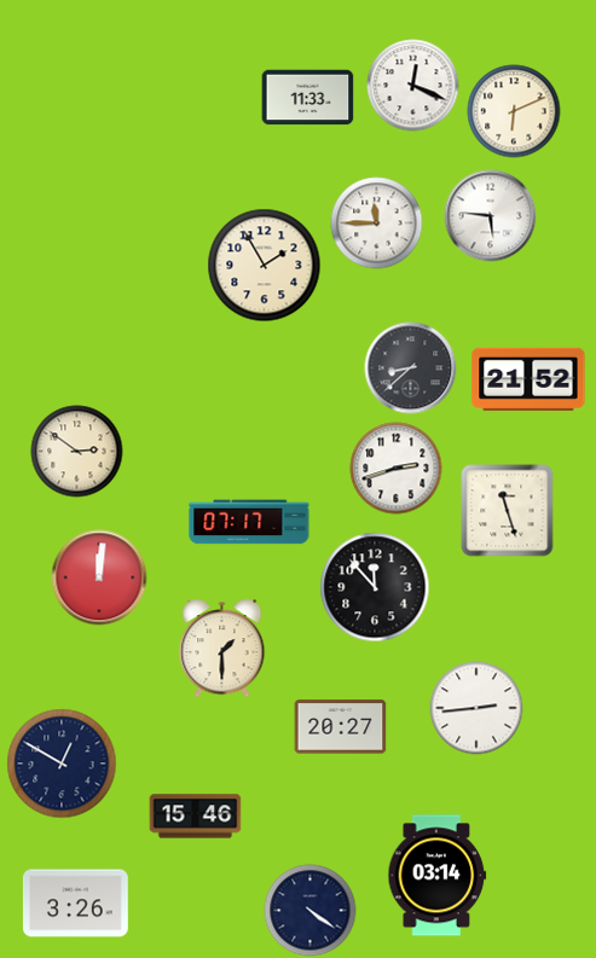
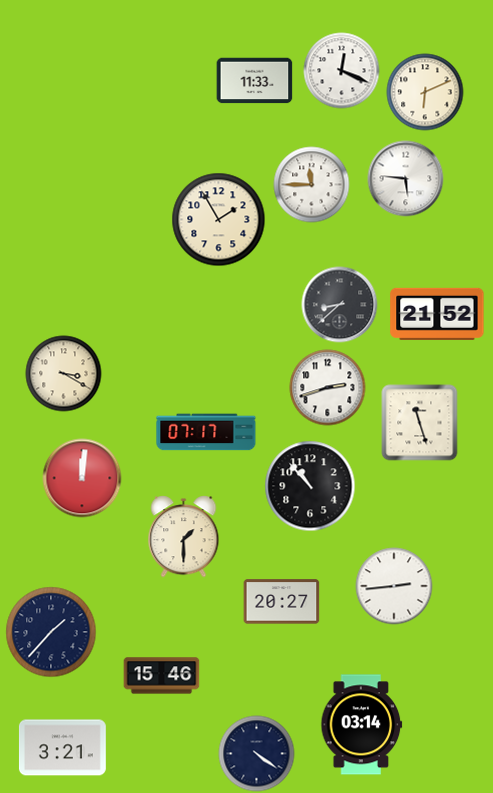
clock at (77, 452): 2:51 -> 3:20
clock at (375, 587): 11:53 -> 10:53
clock at (62, 764): 12:50 -> 1:37
clock at (75, 904): 3:26 -> 3:21
